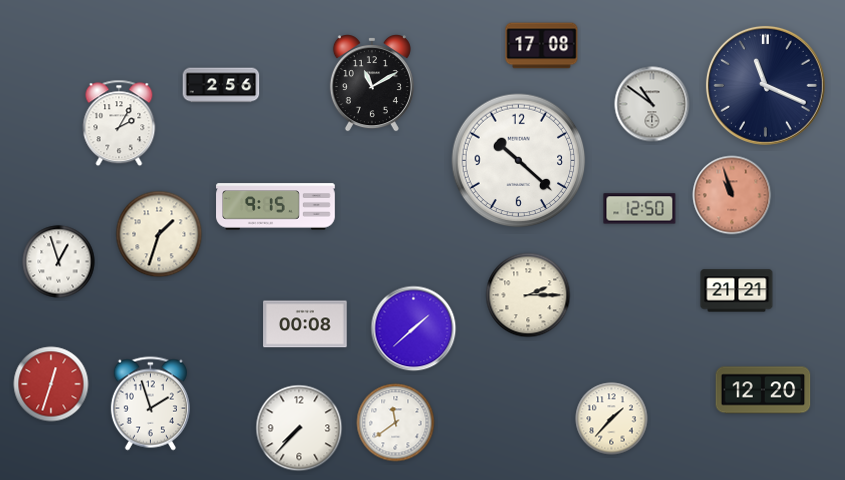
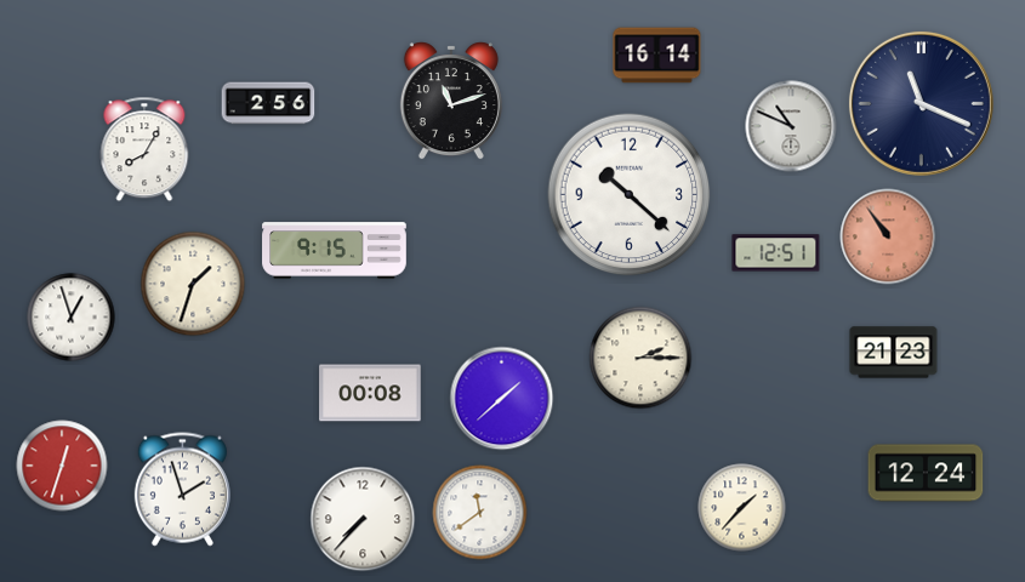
clock at (542, 46): 17:08 -> 16:14
clock at (372, 83): 11:10 -> 11:12
clock at (765, 85) position: (765, 85) -> (921, 103)
clock at (652, 104): 10:51 -> 10:49
clock at (119, 123): 2:05 -> 8:05
clock at (732, 195): 10:57 -> 10:54
clock at (640, 209): 12:50 -> 12:51
clock at (737, 291): 21:21 -> 21:23
clock at (763, 390): 12:20 -> 12:24
